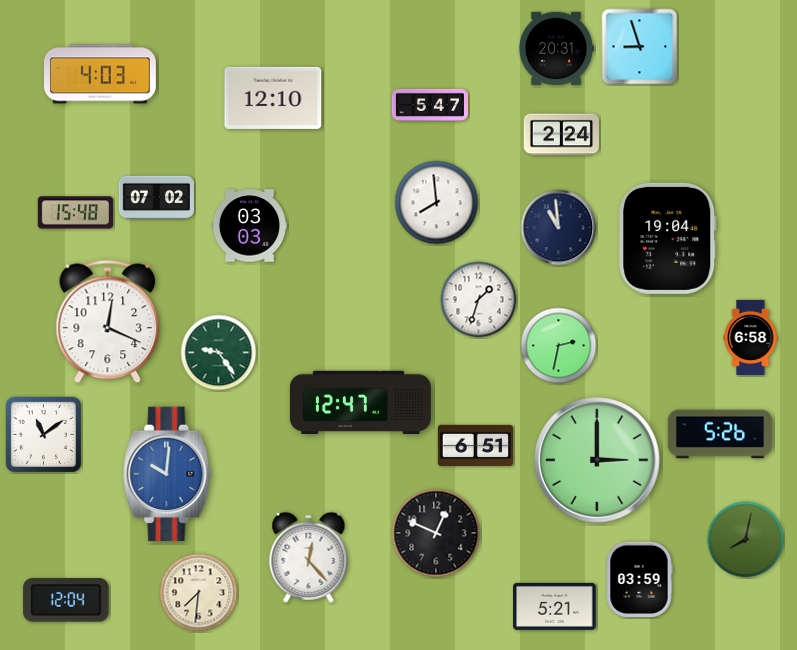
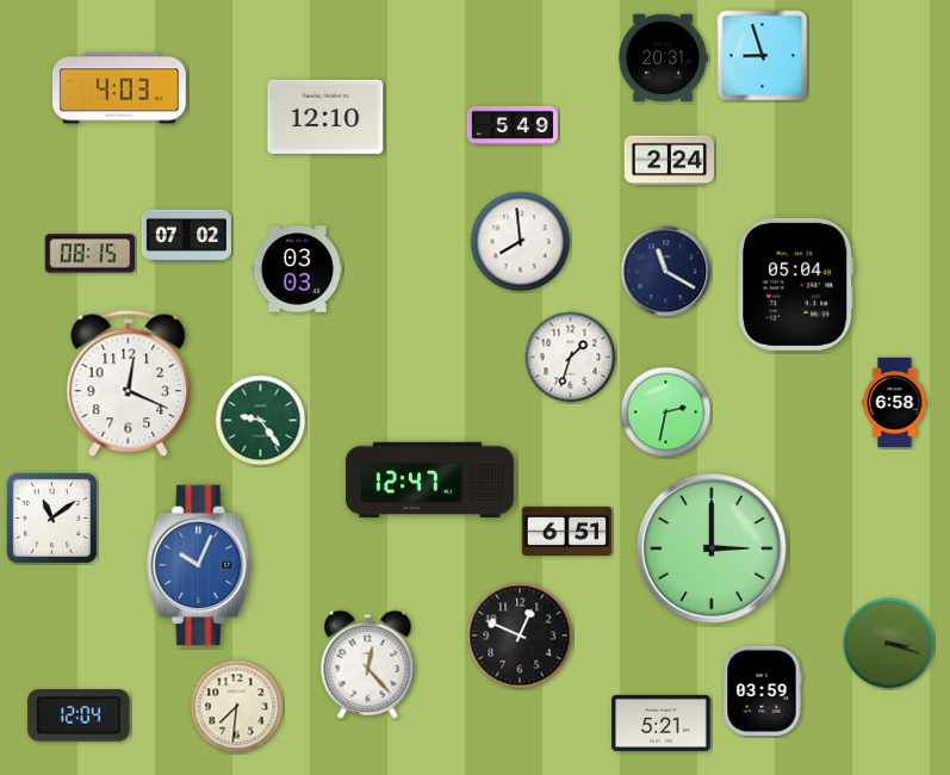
clock at (430, 105): 5:47 -> 5:49
clock at (75, 213): 15:48 -> 08:15
clock at (559, 228): 10:59 -> 11:20
clock at (668, 238): 19:04 -> 05:04
clock at (720, 434): 5:26 -> none
clock at (167, 474): 10:01 -> 10:04
clock at (746, 540): 8:02 -> 3:18
